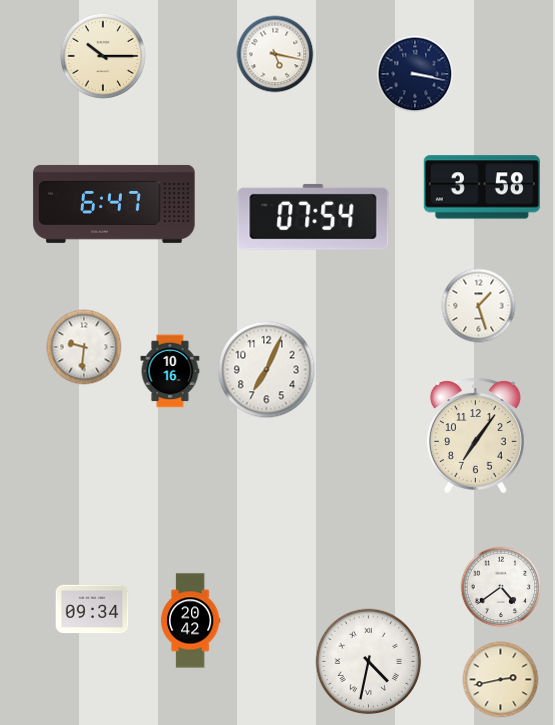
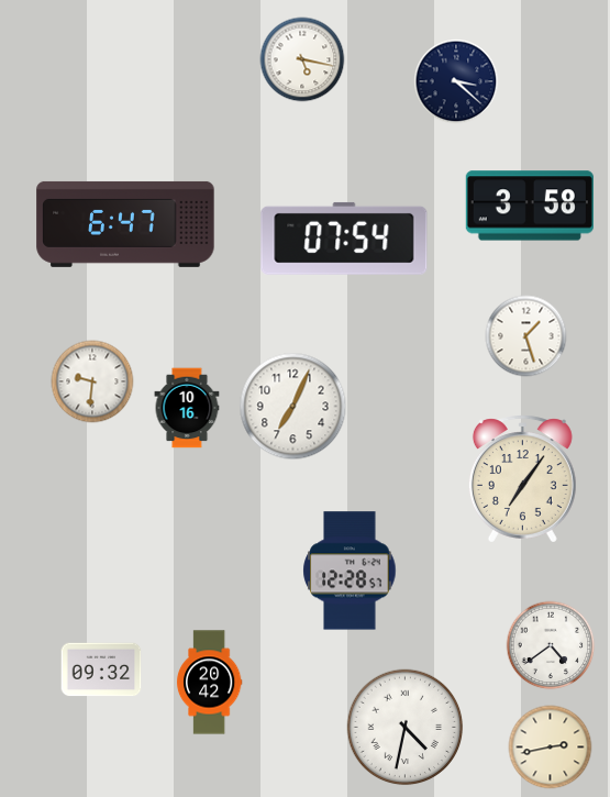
clock at (103, 56): 10:15 -> none
clock at (415, 74): 3:17 -> 3:22
clock at (350, 571): none -> 12:28
clock at (92, 609): 09:34 -> 09:32
